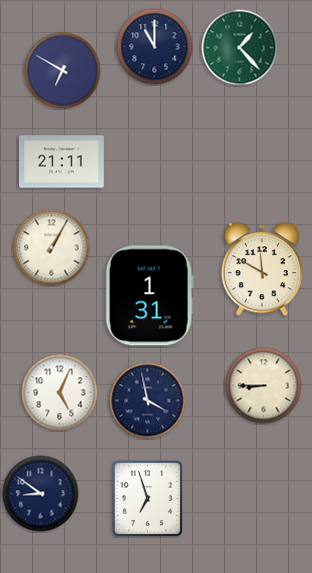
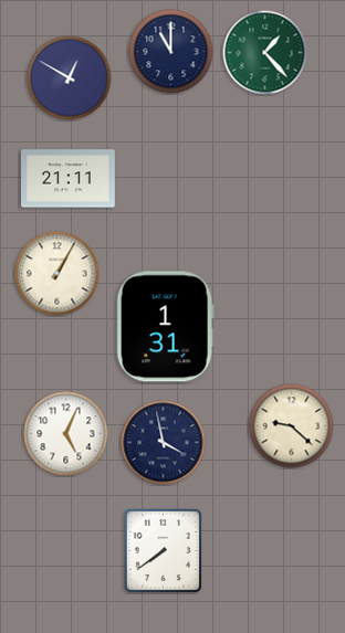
clock at (63, 71): 6:50 -> 12:50
clock at (262, 270): 11:50 -> none
clock at (264, 386): 8:45 -> 9:22
clock at (41, 494): 8:51 -> none
clock at (147, 498): 6:57 -> 7:39
